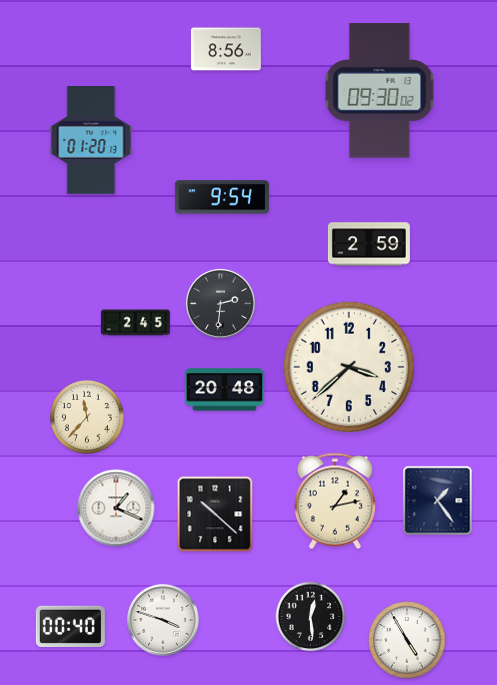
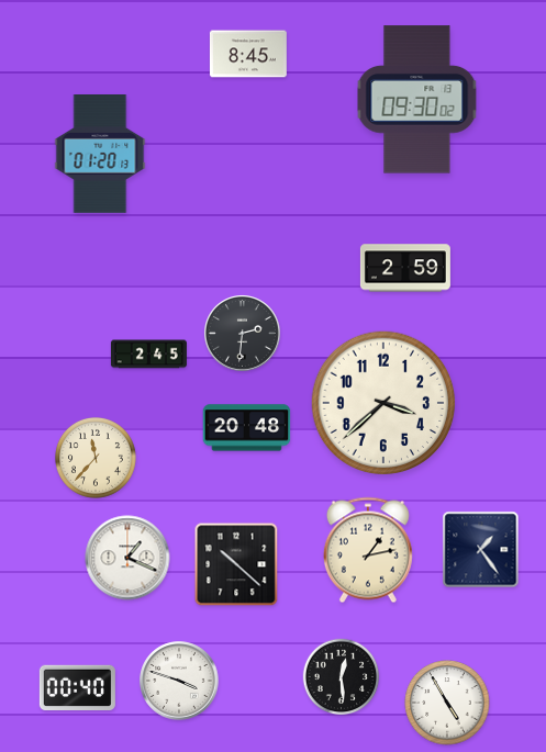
clock at (226, 49): 8:56 -> 8:45
clock at (222, 197): 9:54 -> none
